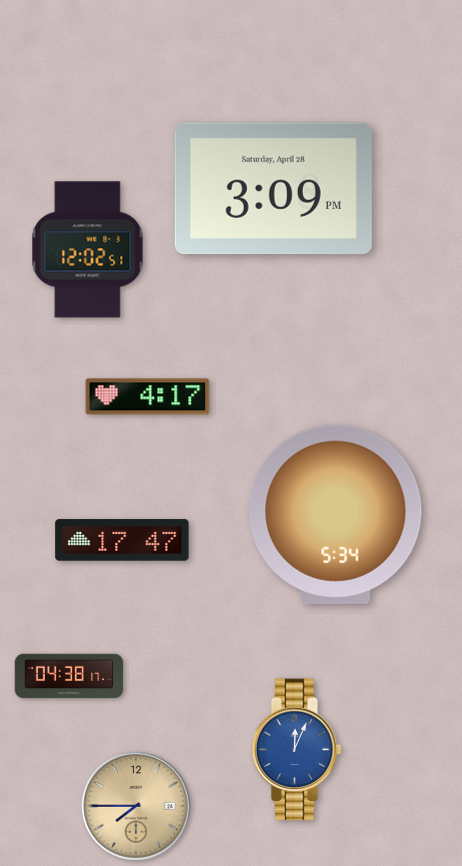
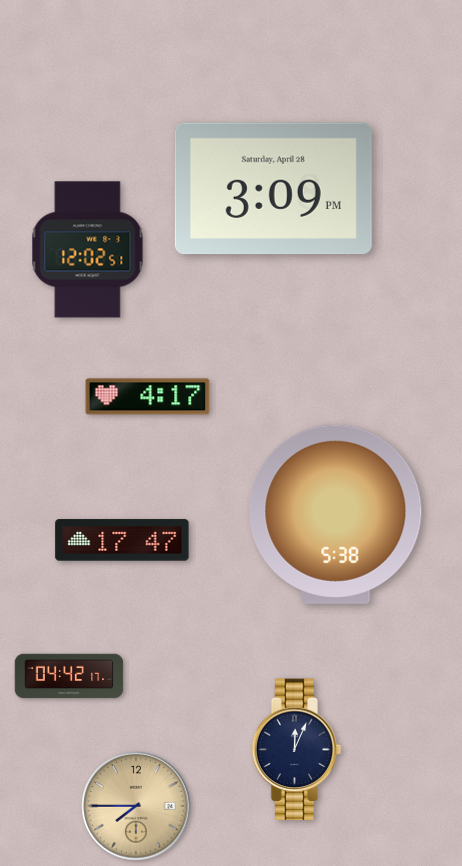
clock at (336, 514): 5:34 -> 5:38
clock at (69, 676): 04:38 -> 04:42
clock at (297, 750) dial: blue -> navy
